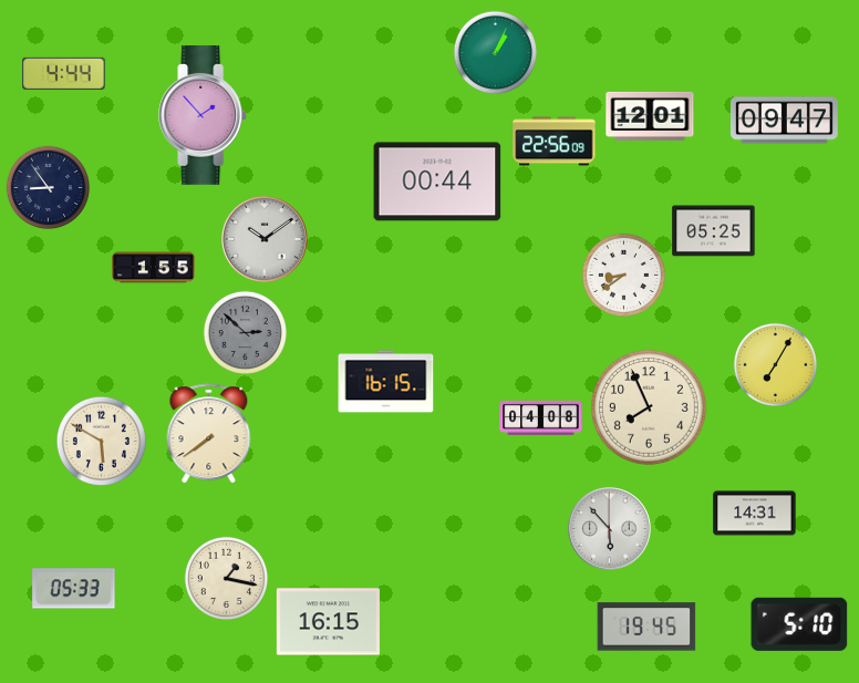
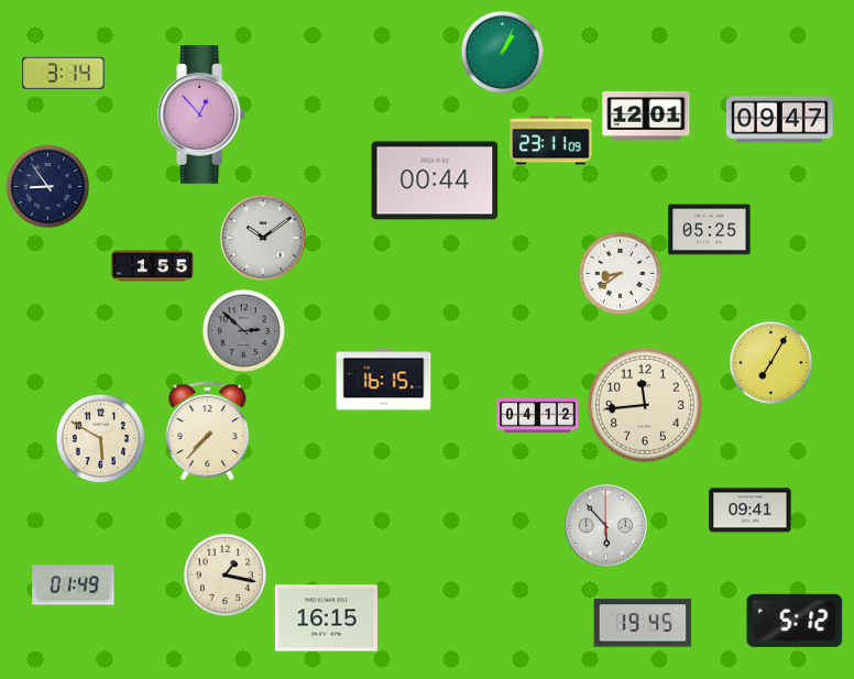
clock at (495, 52) position: (495, 52) -> (502, 52)
clock at (64, 73): 4:44 -> 3:14
clock at (204, 115): 1:53 -> 12:53
clock at (555, 142): 22:56 -> 23:11
clock at (650, 408): 7:56 -> 11:44
clock at (541, 417): 04:08 -> 04:12
clock at (209, 434): 7:39 -> 7:37
clock at (755, 514): 14:31 -> 09:41
clock at (74, 589): 05:33 -> 01:49
clock at (799, 624): 5:10 -> 5:12
